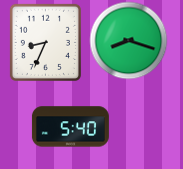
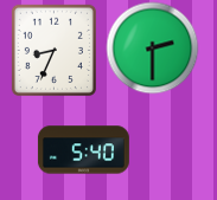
clock at (128, 40): 8:18 -> 2:30
